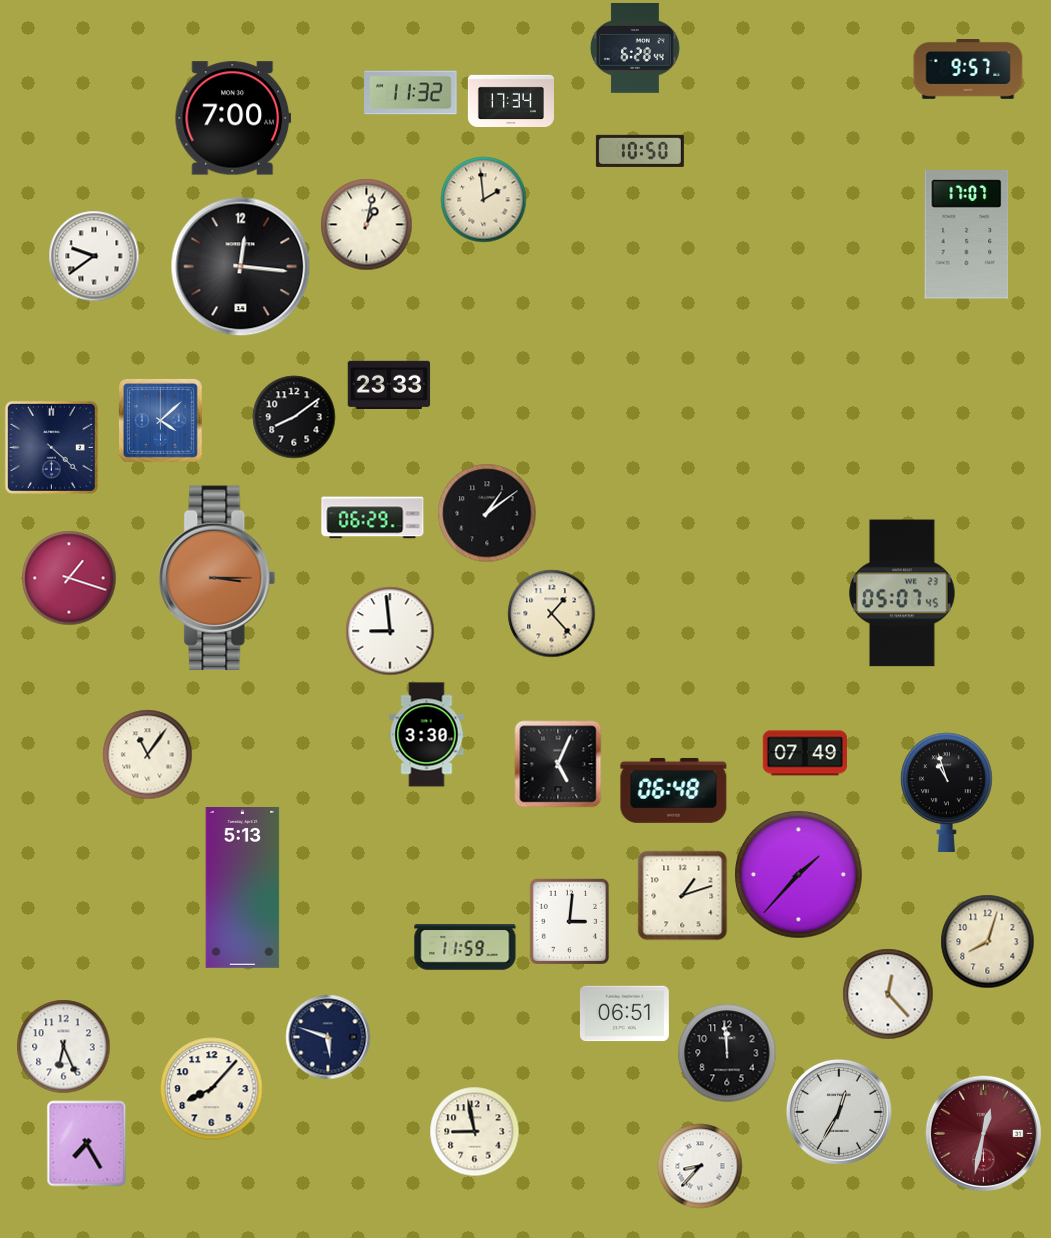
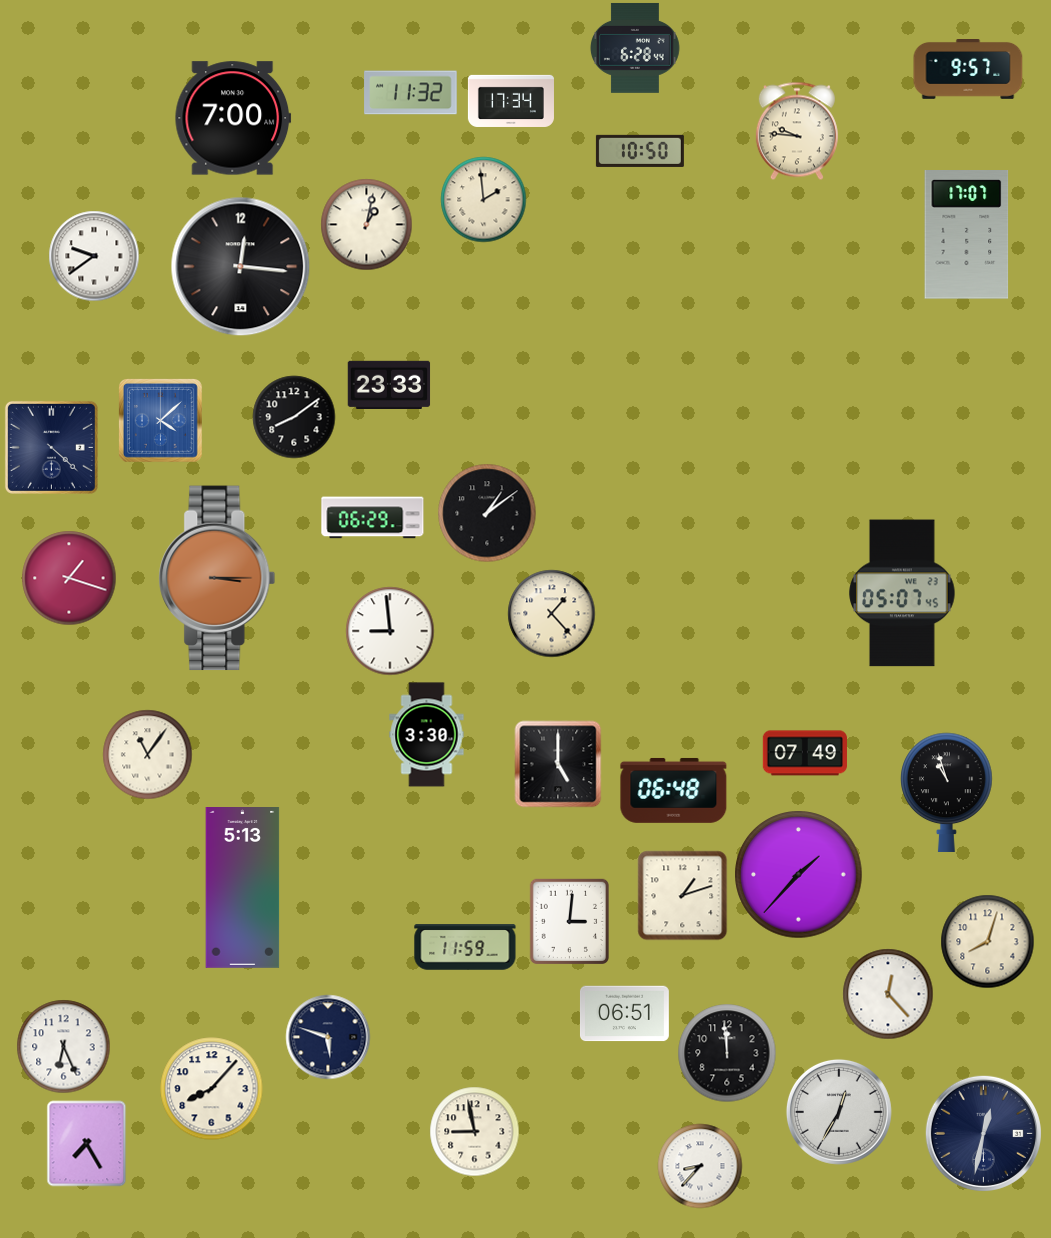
clock at (797, 131): none -> 9:46
clock at (558, 764): 5:04 -> 5:00
clock at (983, 1133) dial: burgundy -> navy
